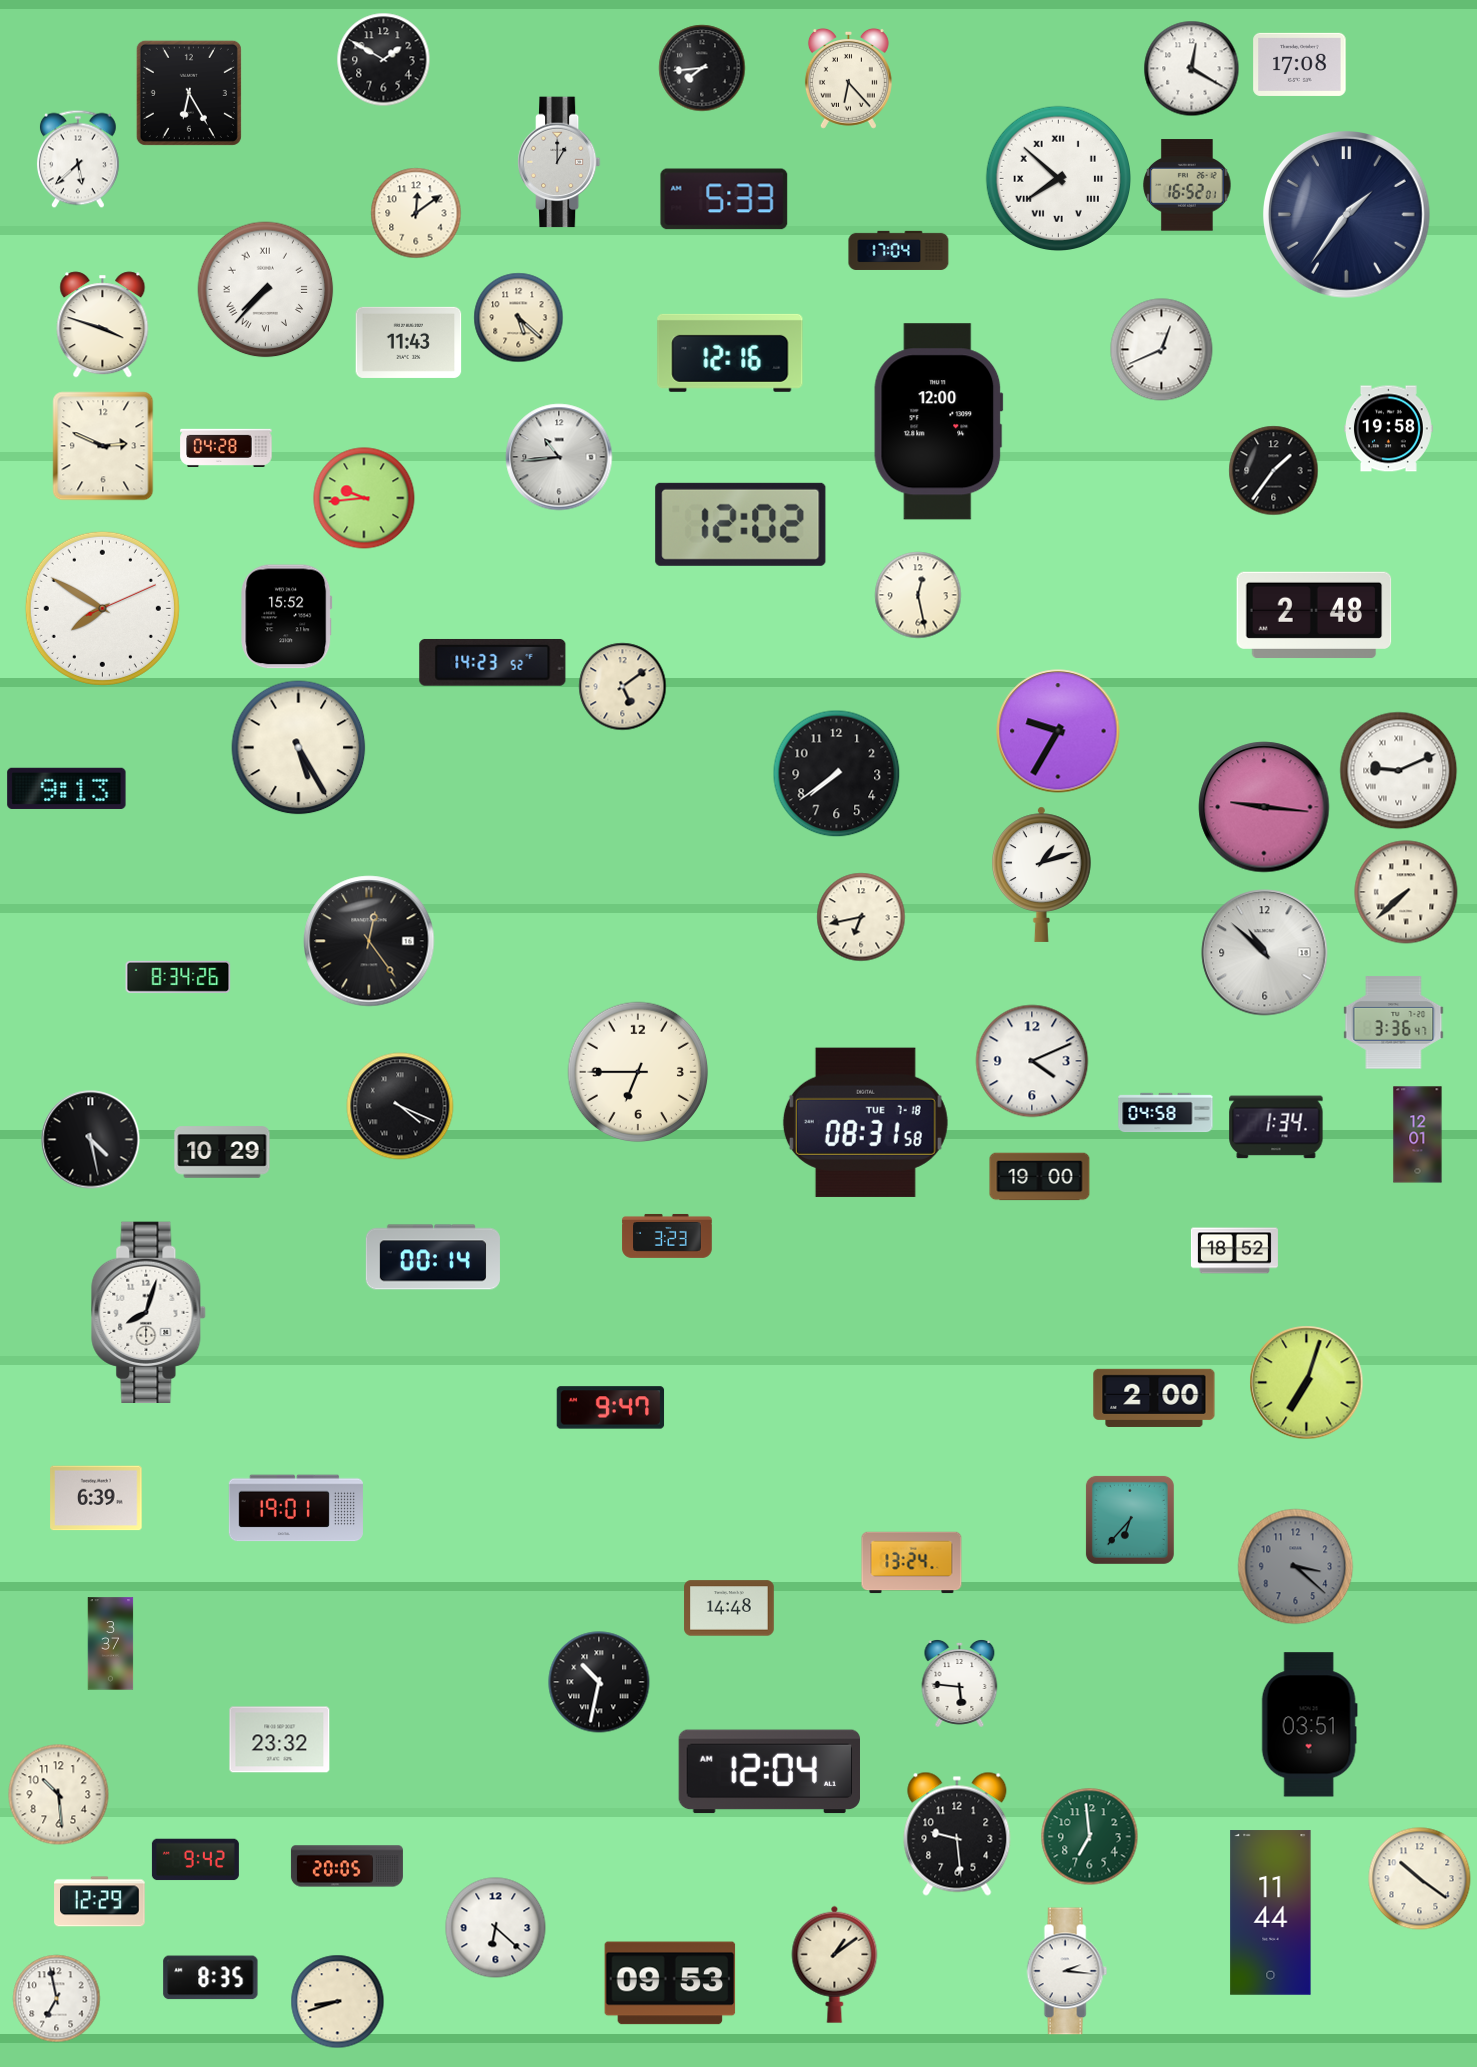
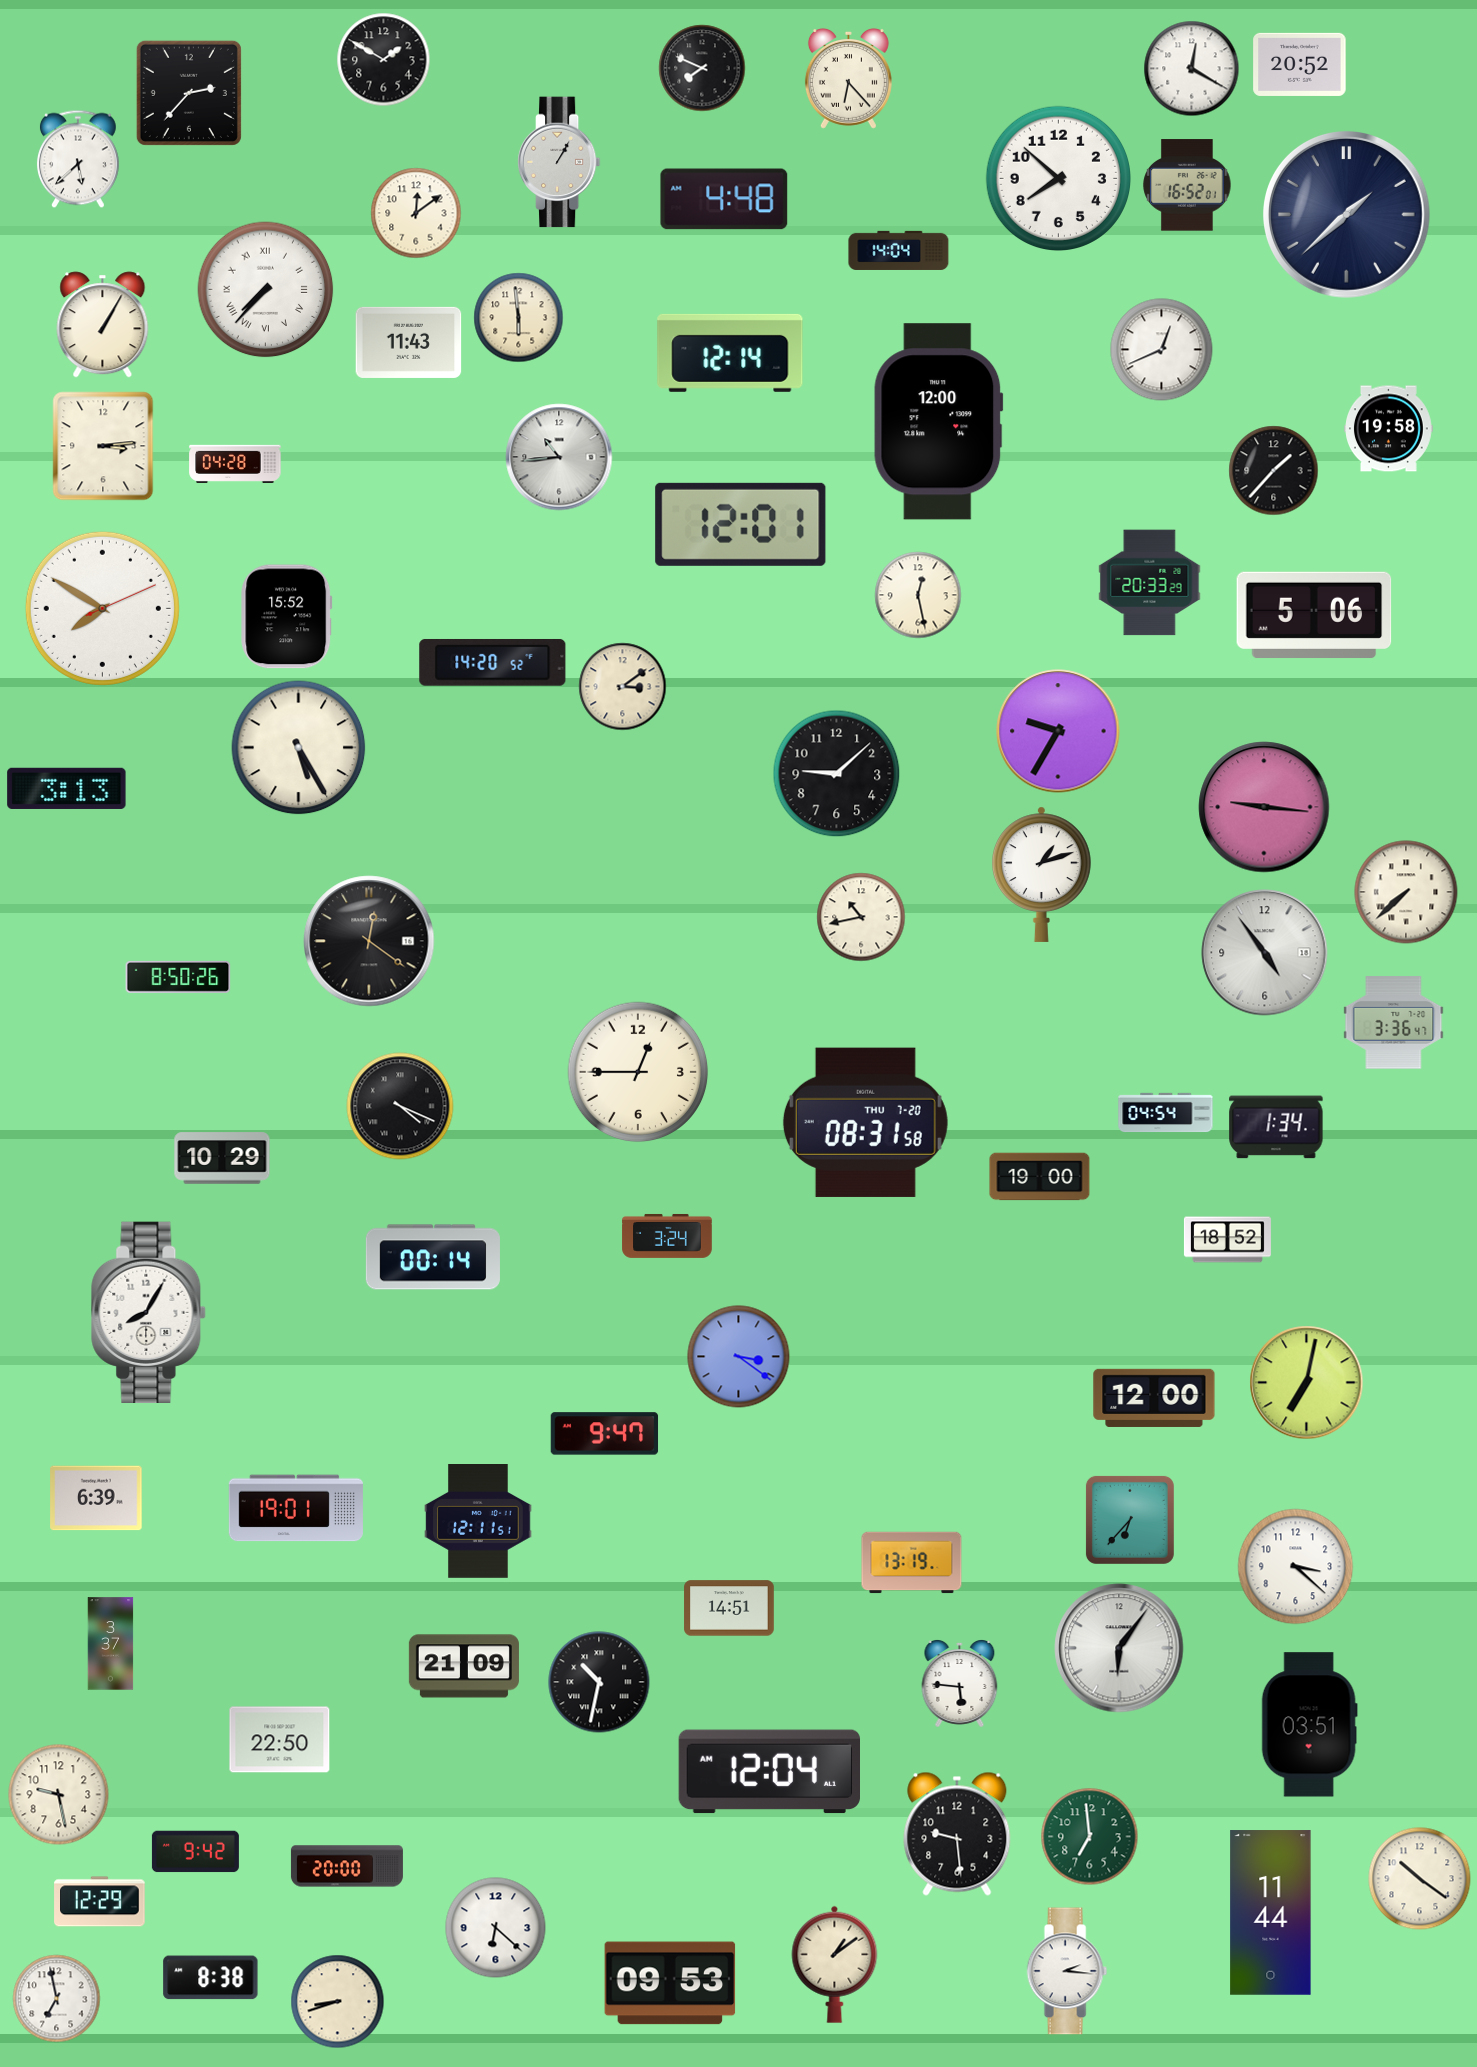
clock at (1300, 64): 17:08 -> 20:52
clock at (702, 68): 7:44 -> 7:49
clock at (189, 93): 6:25 -> 2:37
clock at (559, 162): 1:00 -> 1:05
clock at (1058, 178) numerals: Roman -> Arabic
clock at (724, 199): 5:33 -> 4:48
clock at (1347, 215): 1:36 -> 1:38
clock at (899, 250): 17:04 -> 14:04
clock at (519, 318): 5:22 -> 5:59
clock at (103, 325): 3:48 -> 1:05
clock at (730, 353): 12:16 -> 12:14
clock at (103, 446): 2:49 -> 3:14
clock at (226, 448) position: (226, 448) -> (235, 464)
clock at (1274, 471): 1:36 -> 1:37
clock at (364, 498): 9:44 -> none
clock at (741, 524): 12:02 -> 12:01
clock at (1150, 583): none -> 20:33
clock at (1314, 615): 2:48 -> 5:06
clock at (493, 662): 14:23 -> 14:20
clock at (623, 687): 5:09 -> 3:09
clock at (1399, 771): 9:11 -> none
clock at (837, 774): 7:39 -> 9:08
clock at (67, 788): 9:13 -> 3:13
clock at (861, 917): 6:43 -> 10:43
clock at (369, 941): 12:24 -> 12:21
clock at (1265, 953): 10:52 -> 4:54
clock at (178, 977): 8:34 -> 8:50
clock at (1032, 1061): 4:11 -> none
clock at (638, 1072): 6:45 -> 12:45
clock at (1166, 1113): 04:58 -> 04:54
clock at (865, 1122) date: TUE 7-18 -> THU 7-20
clock at (1418, 1135): 12:01 -> none
clock at (91, 1140): 4:28 -> none
clock at (222, 1152) position: (222, 1152) -> (222, 1158)
clock at (667, 1236): 3:23 -> 3:24
clock at (1234, 1251) position: (1234, 1251) -> (1227, 1240)
clock at (149, 1312): 8:03 -> 8:05
clock at (739, 1357): none -> 3:21
clock at (1307, 1383): 7:03 -> 7:02
clock at (1154, 1398): 2:00 -> 12:00
clock at (611, 1408) position: (611, 1408) -> (605, 1434)
clock at (478, 1522): none -> 12:11
clock at (912, 1563): 13:24 -> 13:19
clock at (1296, 1567) dial: grey -> white
clock at (729, 1608): 14:48 -> 14:51
clock at (1119, 1648): none -> 6:06
clock at (464, 1666): none -> 21:09
clock at (280, 1740): 23:32 -> 22:50
clock at (59, 1795): 10:29 -> 9:28
clock at (195, 1860) position: (195, 1860) -> (195, 1852)
clock at (347, 1866): 20:05 -> 20:00
clock at (211, 1978): 8:35 -> 8:38
